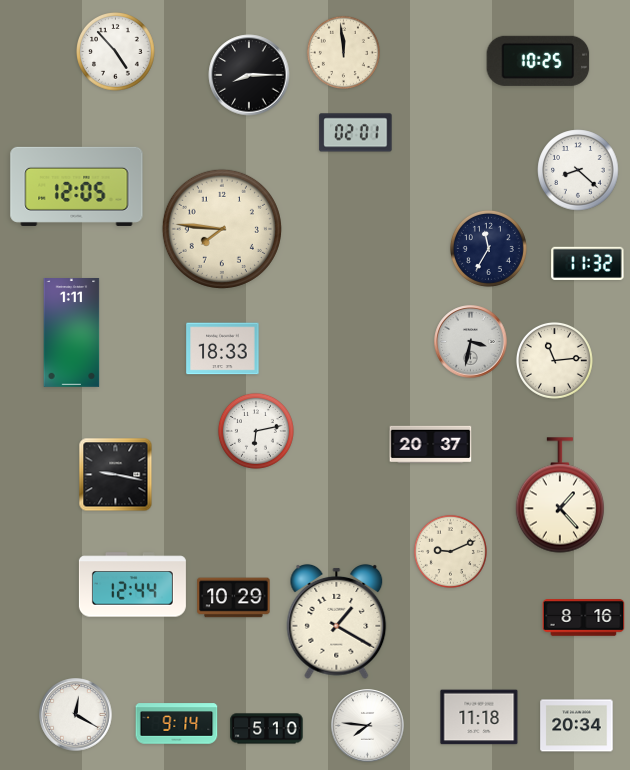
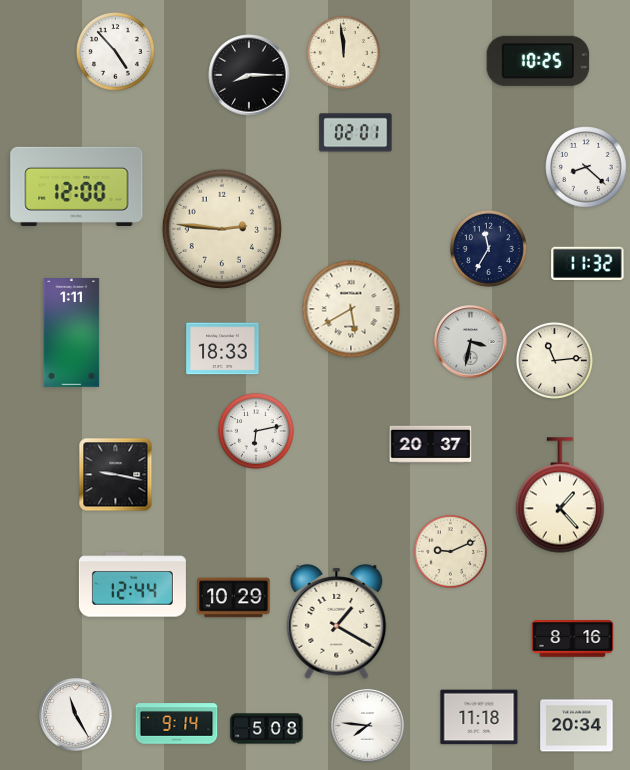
clock at (578, 170) position: (578, 170) -> (586, 167)
clock at (77, 186): 12:05 -> 12:00
clock at (222, 229): 7:46 -> 2:46
clock at (351, 309): none -> 5:40
clock at (584, 618) position: (584, 618) -> (573, 639)
clock at (76, 715): 12:20 -> 11:25
clock at (267, 729): 5:10 -> 5:08
